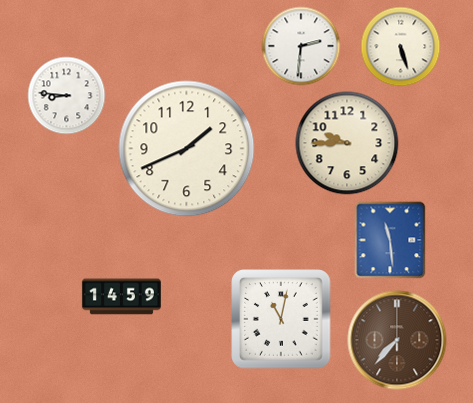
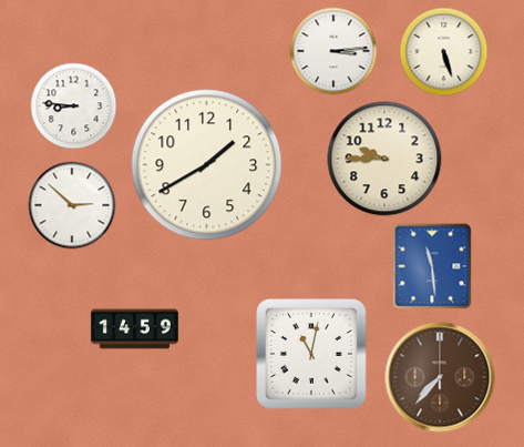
clock at (301, 46): 2:31 -> 3:14
clock at (187, 149): 1:41 -> 1:40
clock at (72, 205): none -> 2:52
